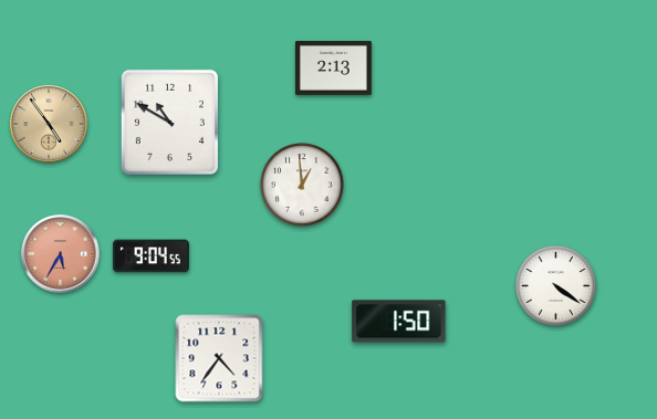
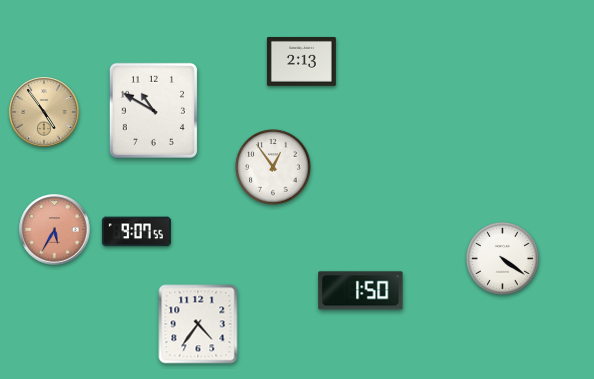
clock at (302, 185): 12:59 -> 12:54
clock at (150, 256): 9:04 -> 9:07
